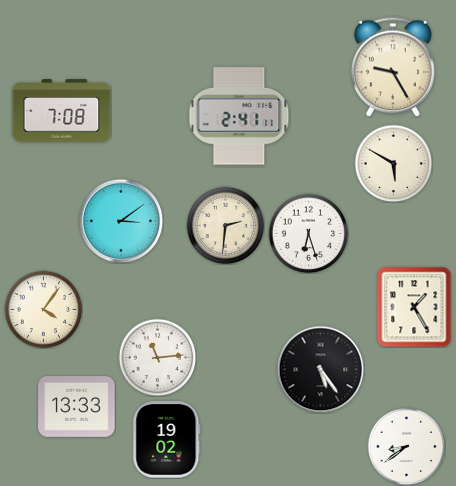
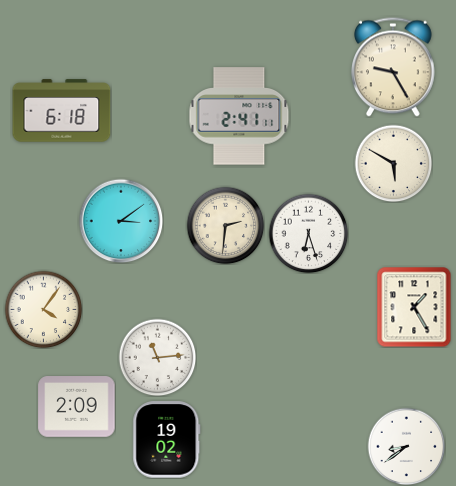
clock at (62, 111): 7:08 -> 6:18
clock at (320, 369): 5:24 -> none
clock at (77, 407): 13:33 -> 2:09
